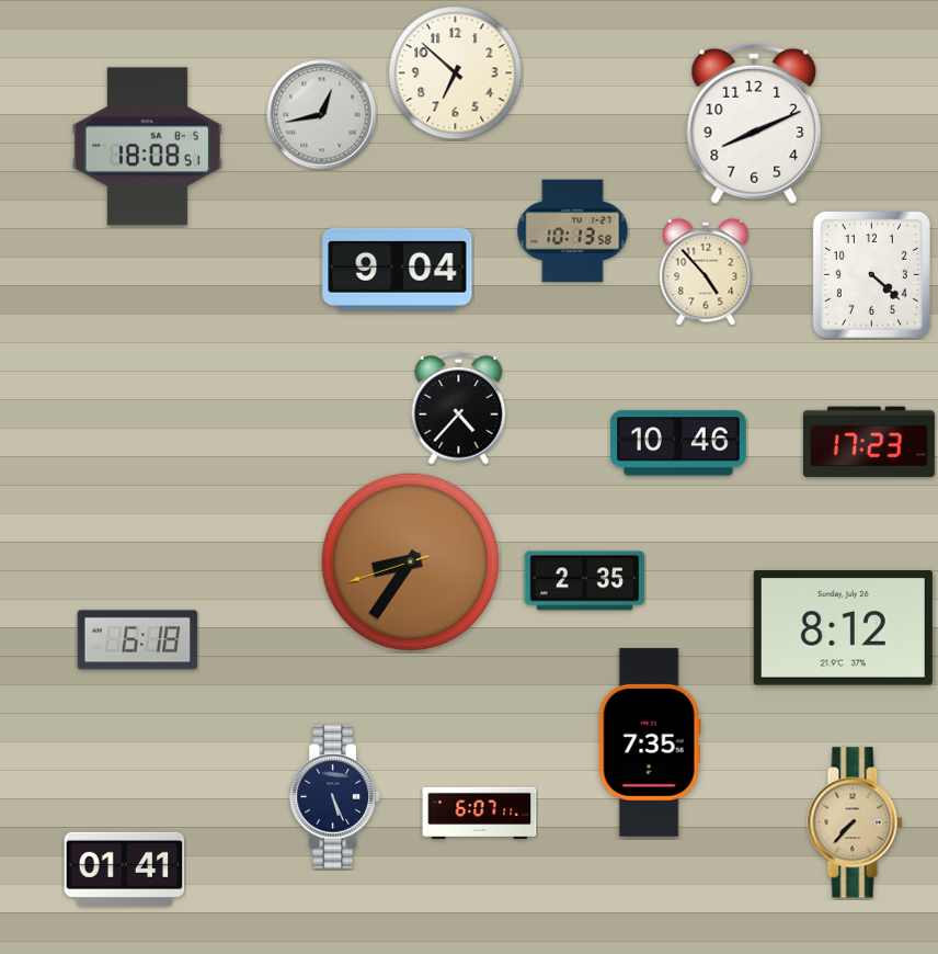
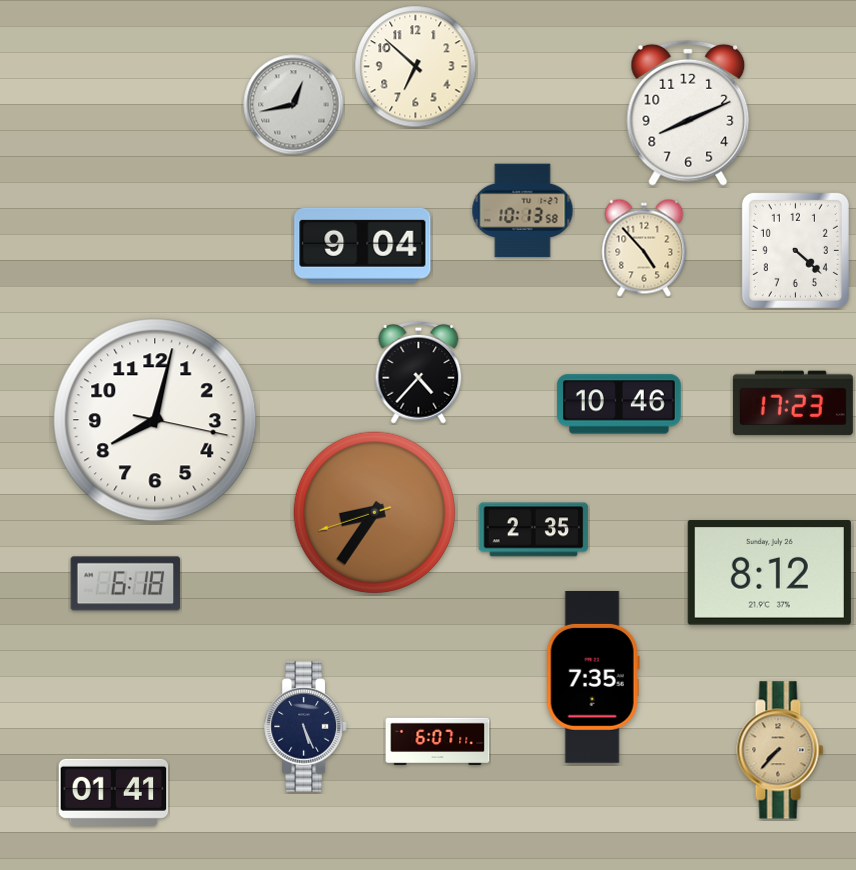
clock at (147, 147): 18:08 -> none
clock at (155, 420): none -> 8:02
